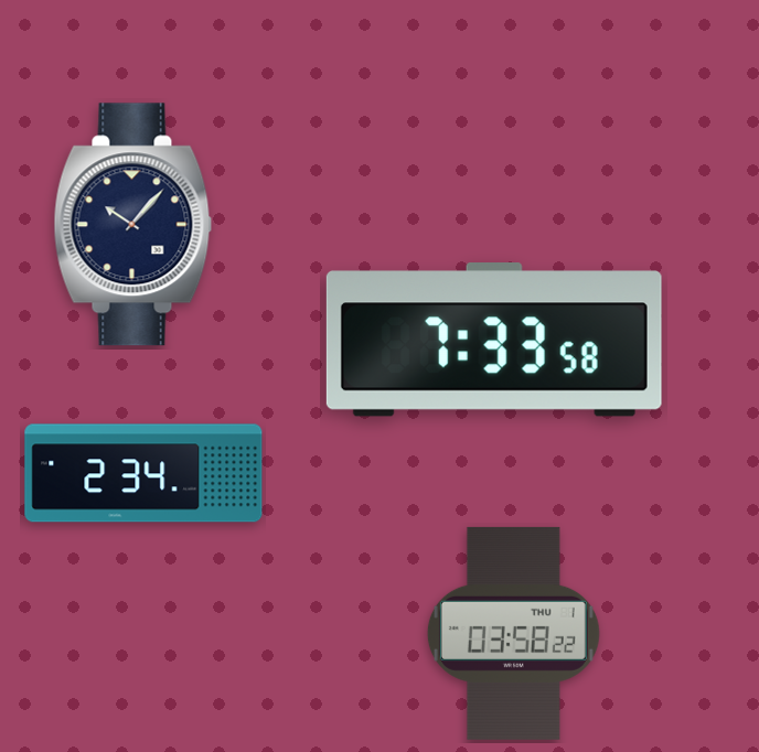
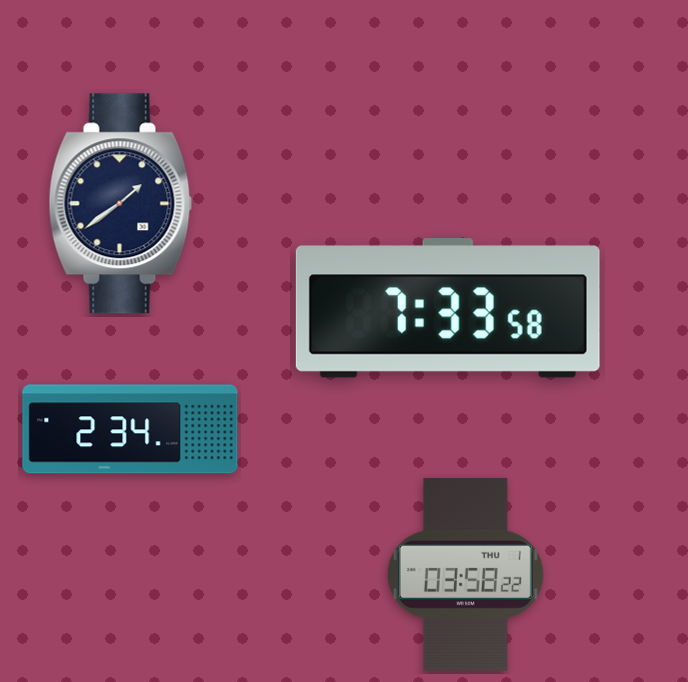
clock at (133, 225): 10:07 -> 1:39
